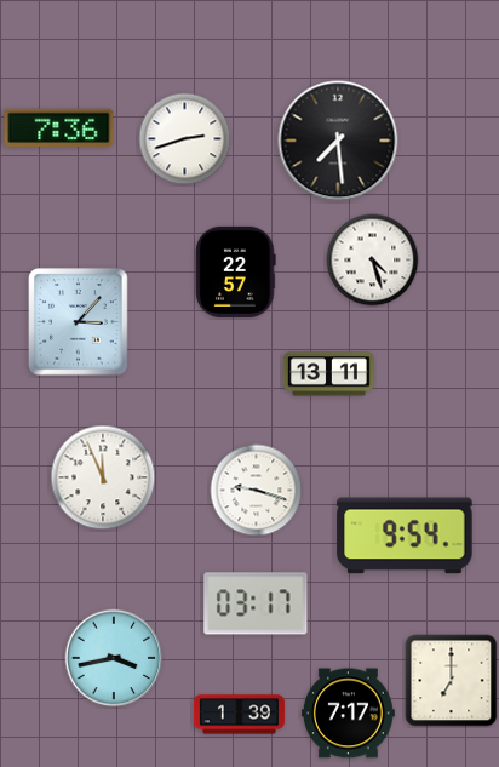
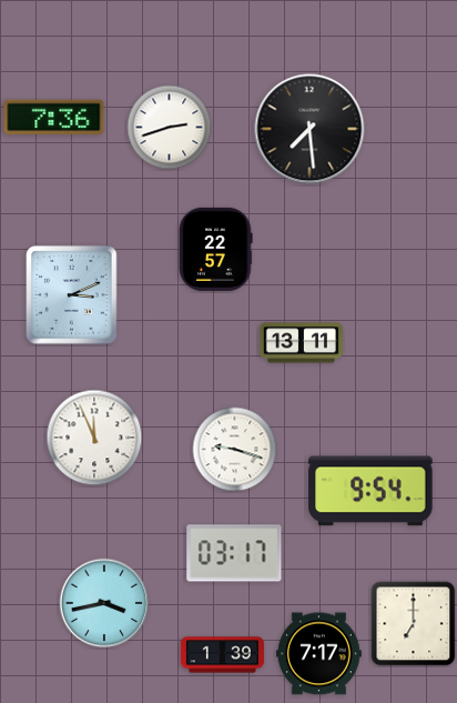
clock at (373, 261): 4:27 -> none
clock at (79, 322): 3:07 -> 3:11
clock at (239, 715) position: (239, 715) -> (222, 655)
